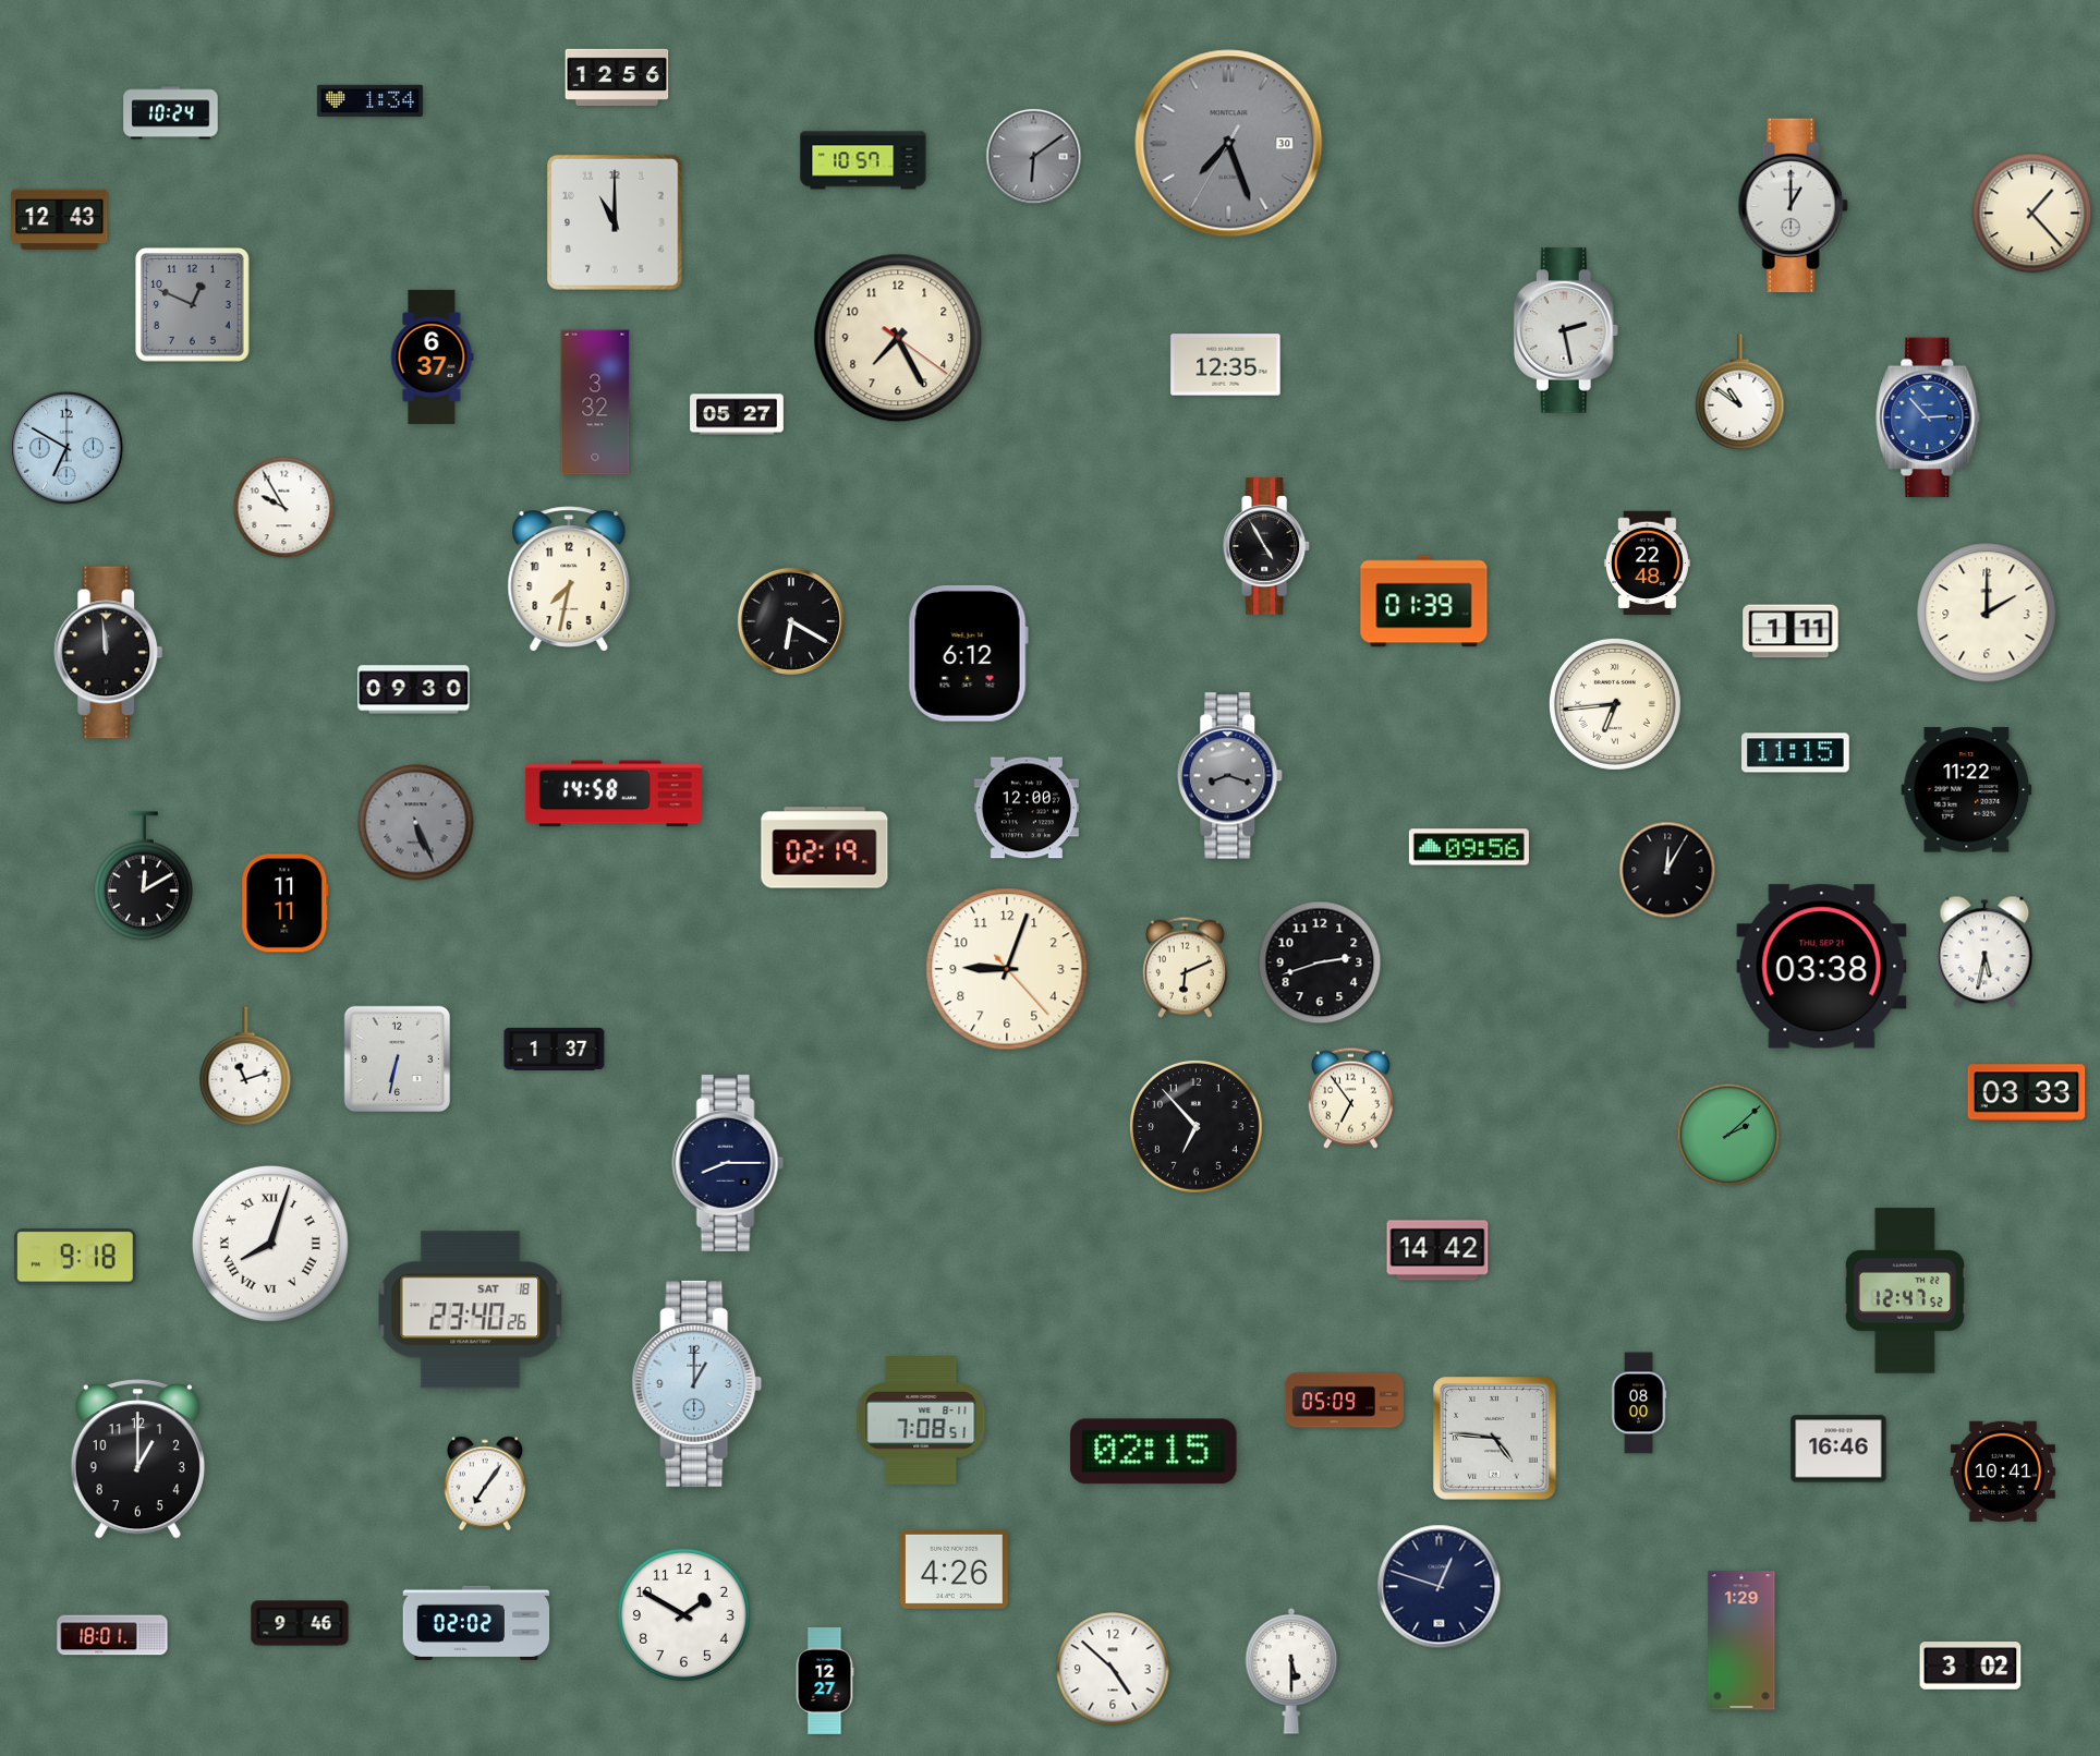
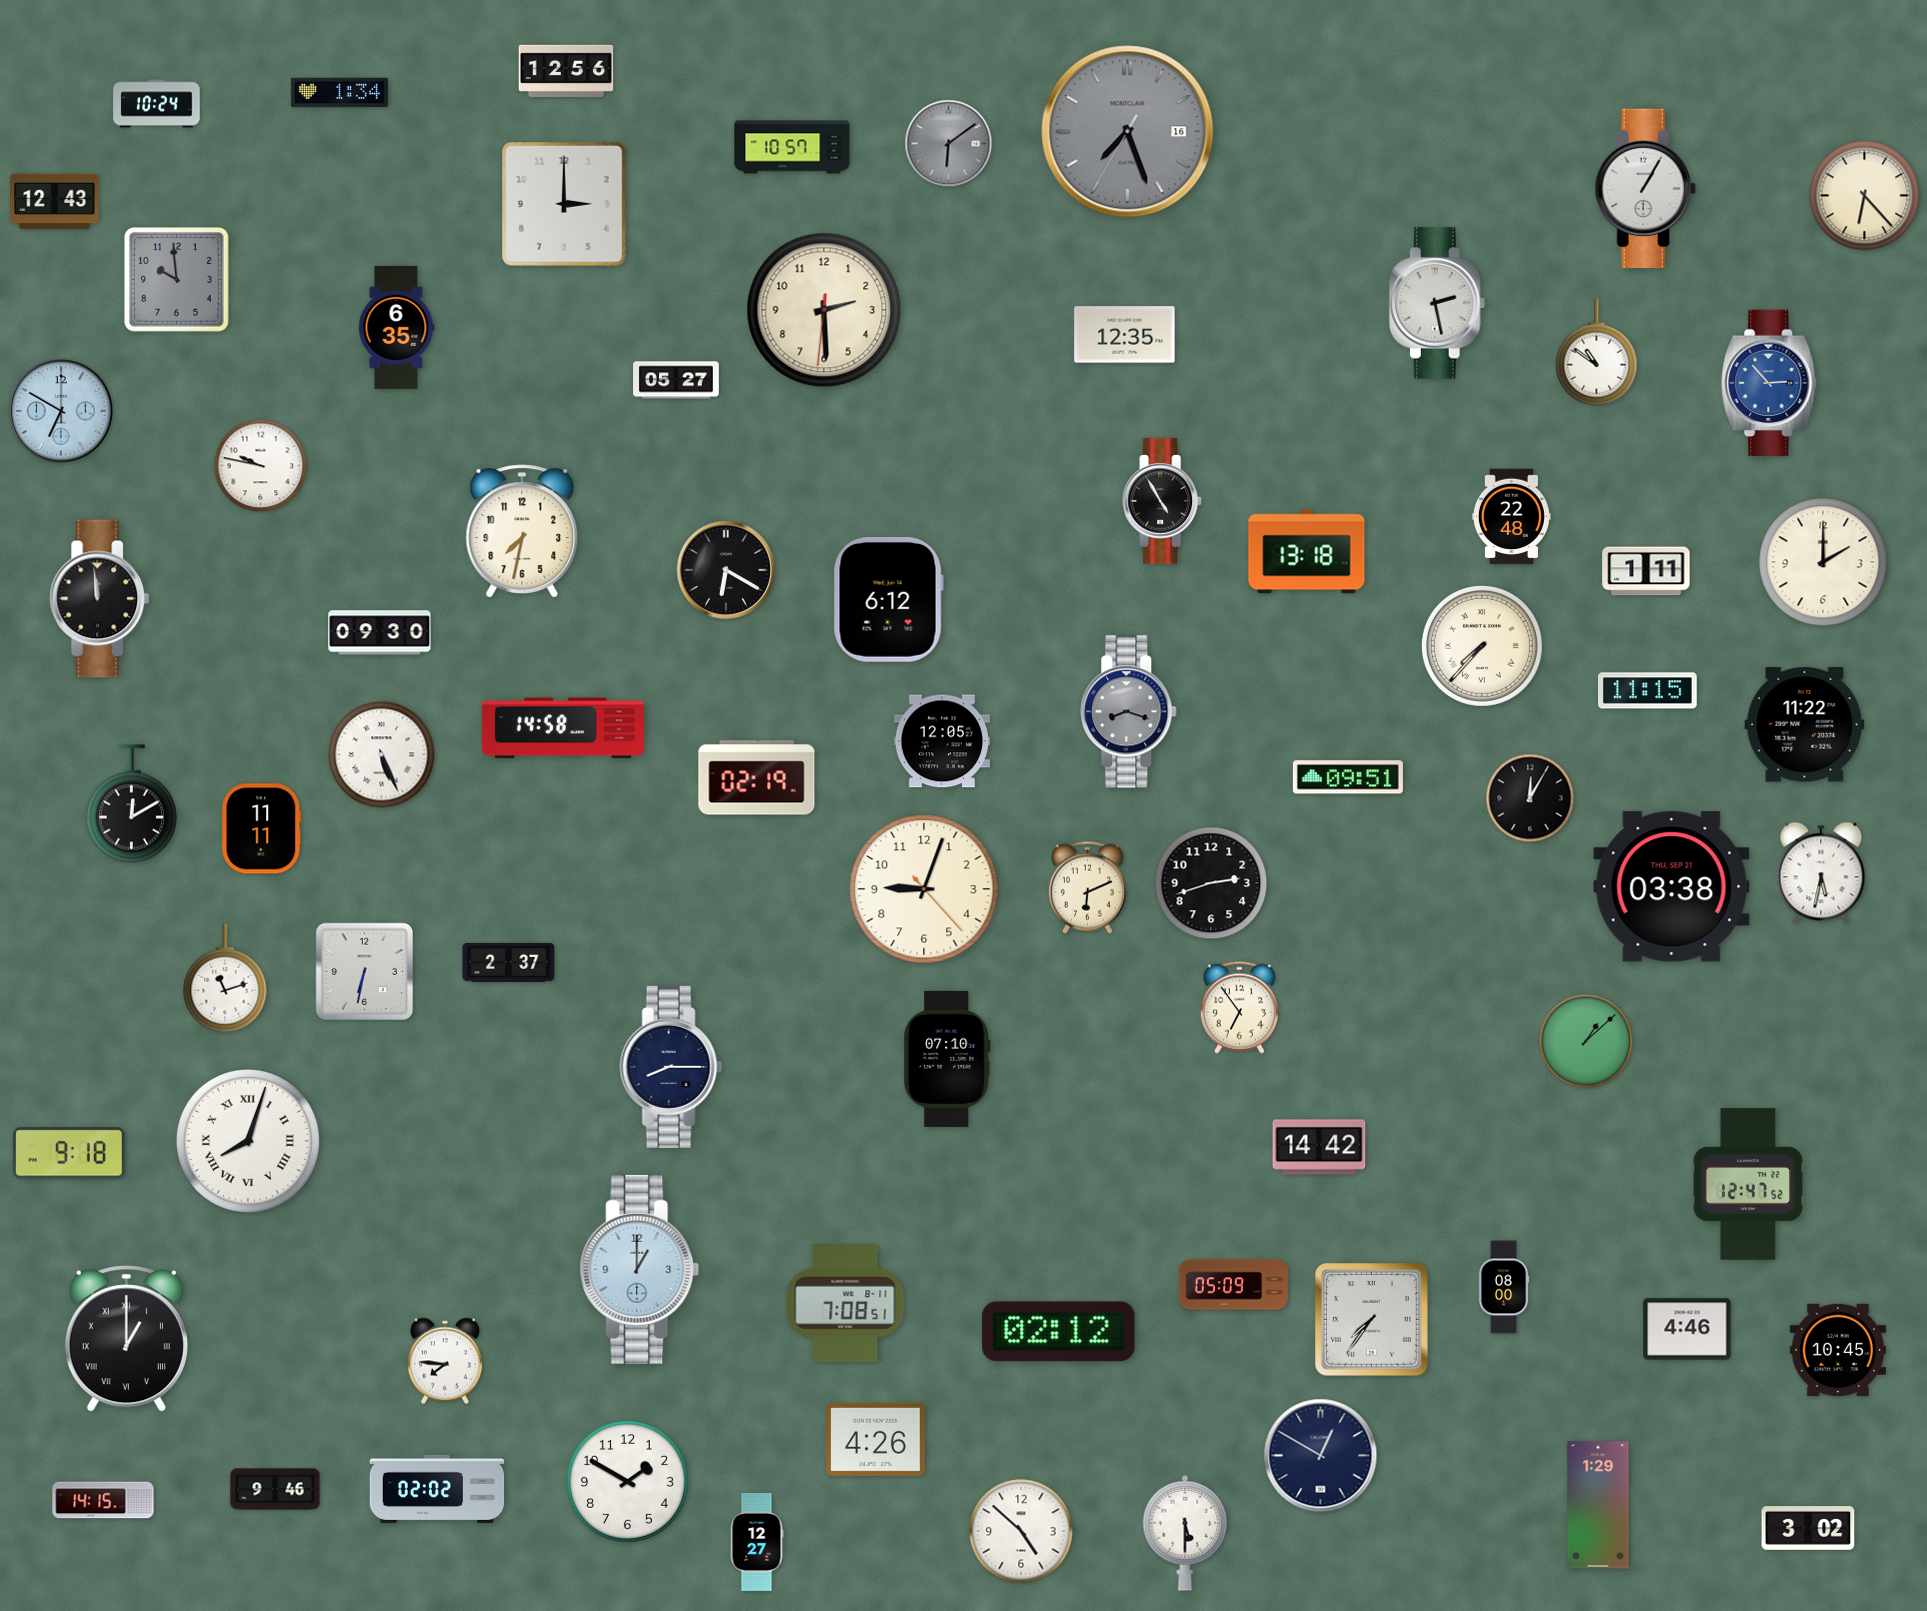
clock at (1229, 144) date: 30 -> 16
clock at (1793, 206): 1:00 -> 1:05
clock at (2032, 214): 1:23 -> 6:23
clock at (616, 223): 11:00 -> 3:00
clock at (193, 305): 12:49 -> 9:59
clock at (898, 338): 7:25 -> 2:29
clock at (432, 356): 6:37 -> 6:35
clock at (1740, 392) position: (1740, 392) -> (1597, 353)
clock at (595, 402): 3:32 -> none
clock at (284, 508): 9:55 -> 9:47
clock at (1424, 602): 01:39 -> 13:18
clock at (1791, 631) position: (1791, 631) -> (1646, 571)
clock at (1615, 704): 6:44 -> 7:37
clock at (1027, 808): 12:00 -> 12:05
clock at (416, 823) dial: grey -> white
clock at (1469, 847): 09:56 -> 09:51
clock at (555, 1049): 1:37 -> 2:37
clock at (2027, 1093): 03:33 -> none
clock at (1195, 1126): 6:53 -> none
clock at (1728, 1135): 2:08 -> 1:08
clock at (947, 1059): none -> 07:10
clock at (728, 1163) position: (728, 1163) -> (671, 1067)
clock at (471, 1310): 23:40 -> none
clock at (1495, 1439): 4:46 -> 7:36
clock at (1838, 1449): 16:46 -> 4:46
clock at (1154, 1452): 02:15 -> 02:12
clock at (137, 1460) numerals: Arabic -> Roman
clock at (2003, 1472): 10:41 -> 10:45
clock at (484, 1483): 7:06 -> 7:46
clock at (1440, 1587): 12:48 -> 12:50
clock at (112, 1635): 18:01 -> 14:15
